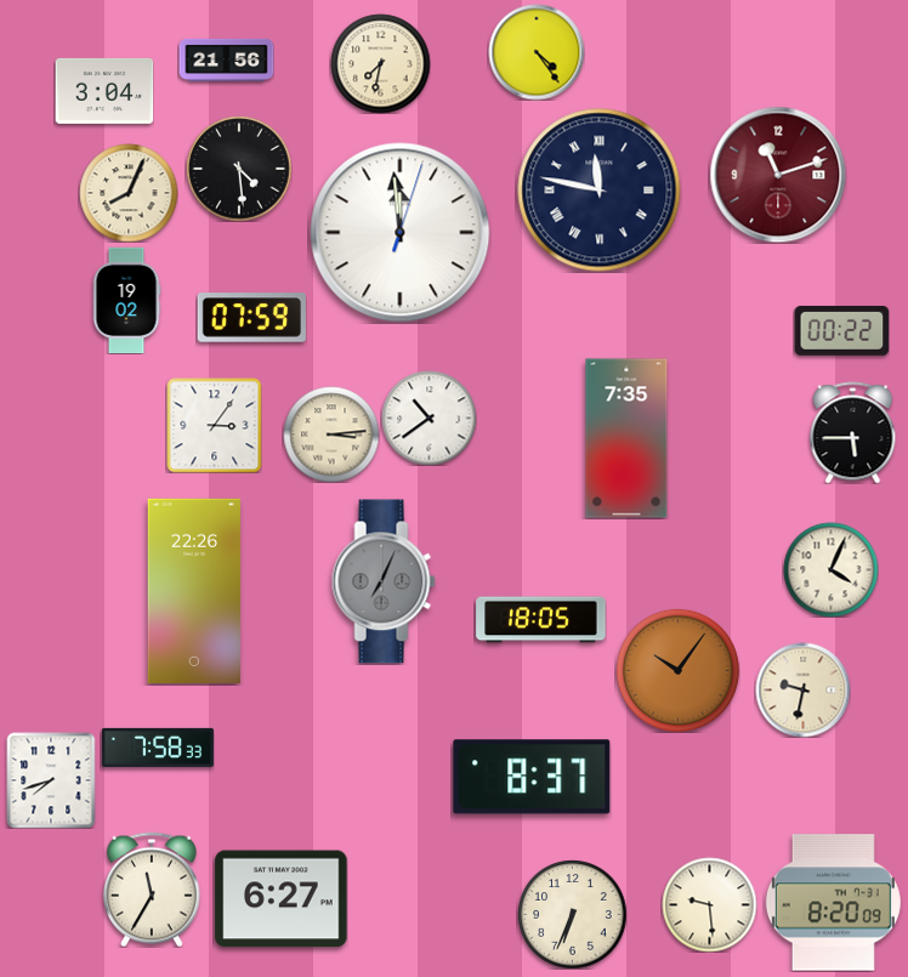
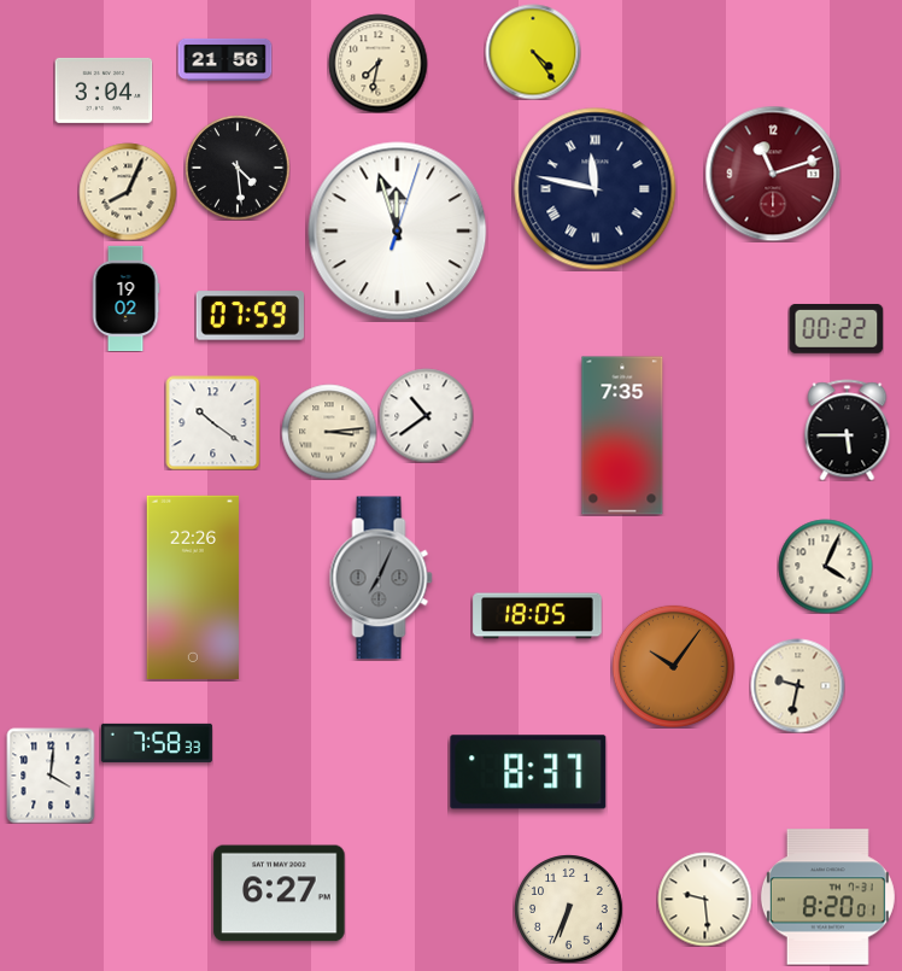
clock at (401, 233): 11:59 -> 11:57
clock at (214, 425): 3:06 -> 10:21
clock at (51, 780): 7:42 -> 4:01
clock at (152, 890): 11:35 -> none
clock at (833, 903): 8:20:09 -> 8:20:01
